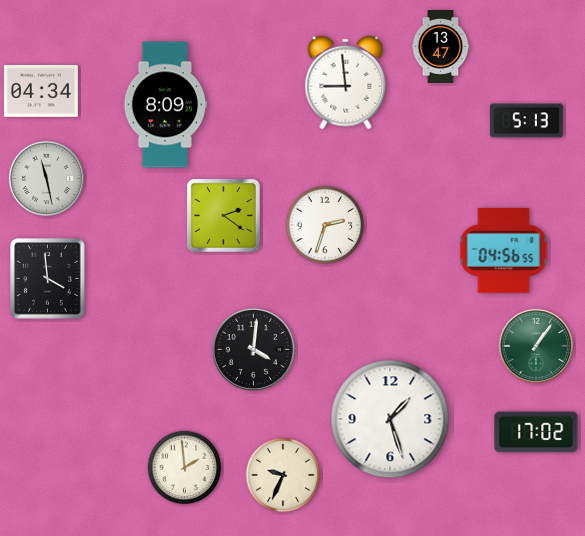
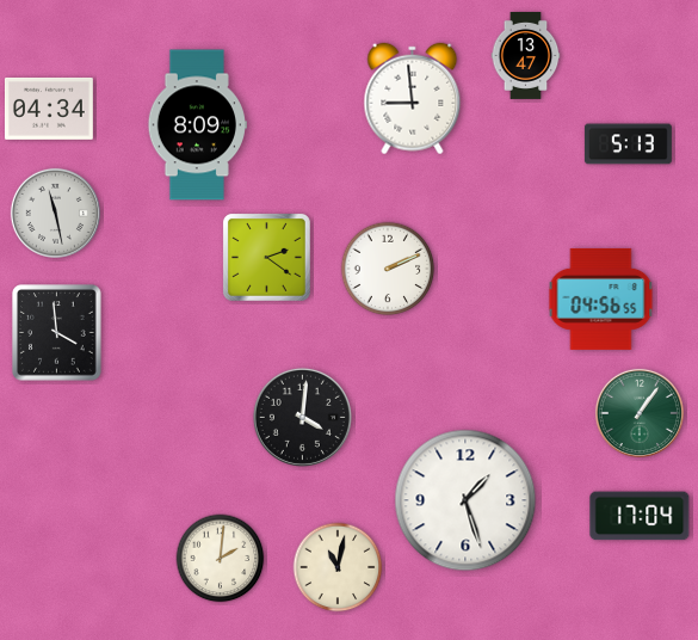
clock at (325, 225): 2:33 -> 2:11
clock at (536, 432): 17:02 -> 17:04
clock at (185, 468): 1:59 -> 2:01
clock at (283, 475): 9:34 -> 11:02
